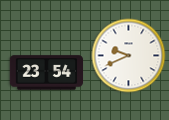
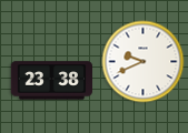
clock at (47, 73): 23:54 -> 23:38
